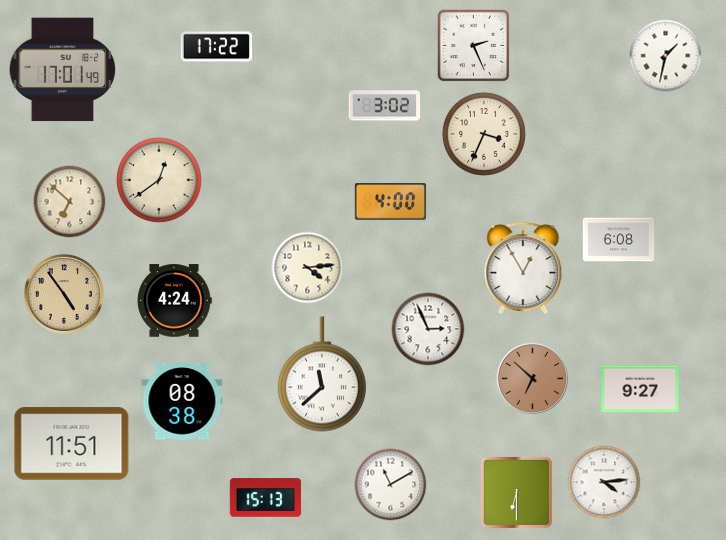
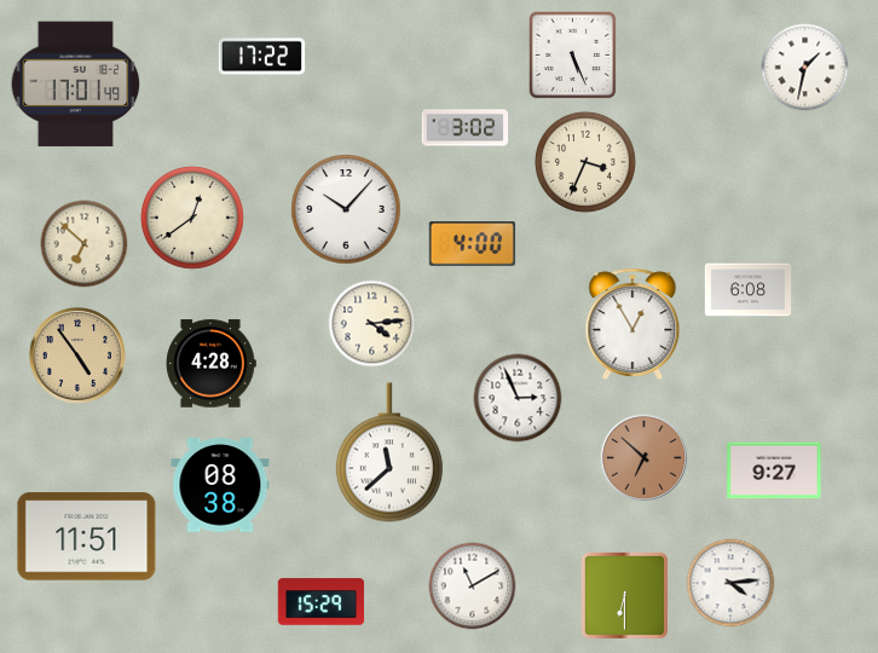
clock at (474, 46): 2:26 -> 5:26
clock at (346, 209): none -> 10:07
clock at (174, 301): 4:24 -> 4:28
clock at (266, 498): 15:13 -> 15:29
